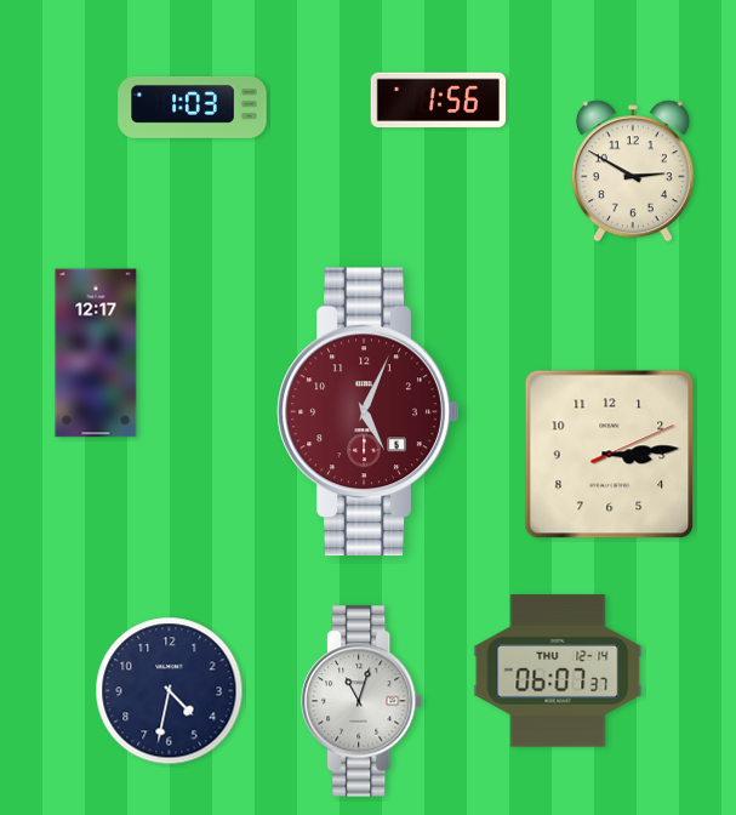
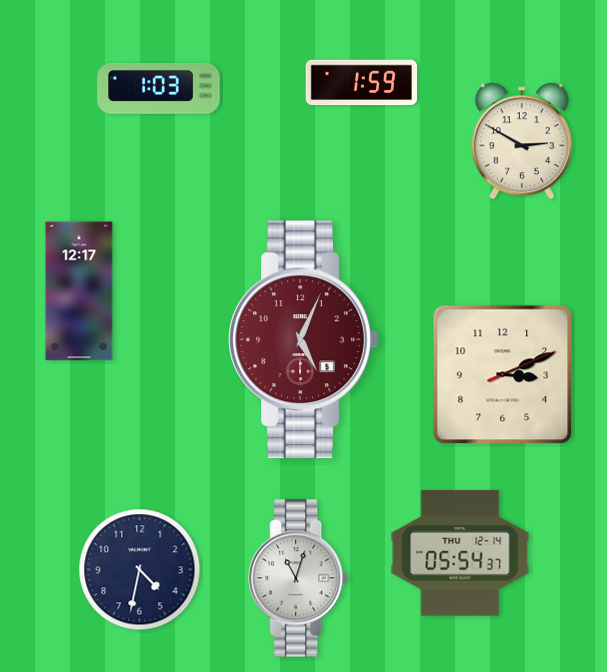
clock at (439, 101): 1:56 -> 1:59
clock at (610, 455): 3:14 -> 3:11
clock at (558, 671): 06:07 -> 05:54
